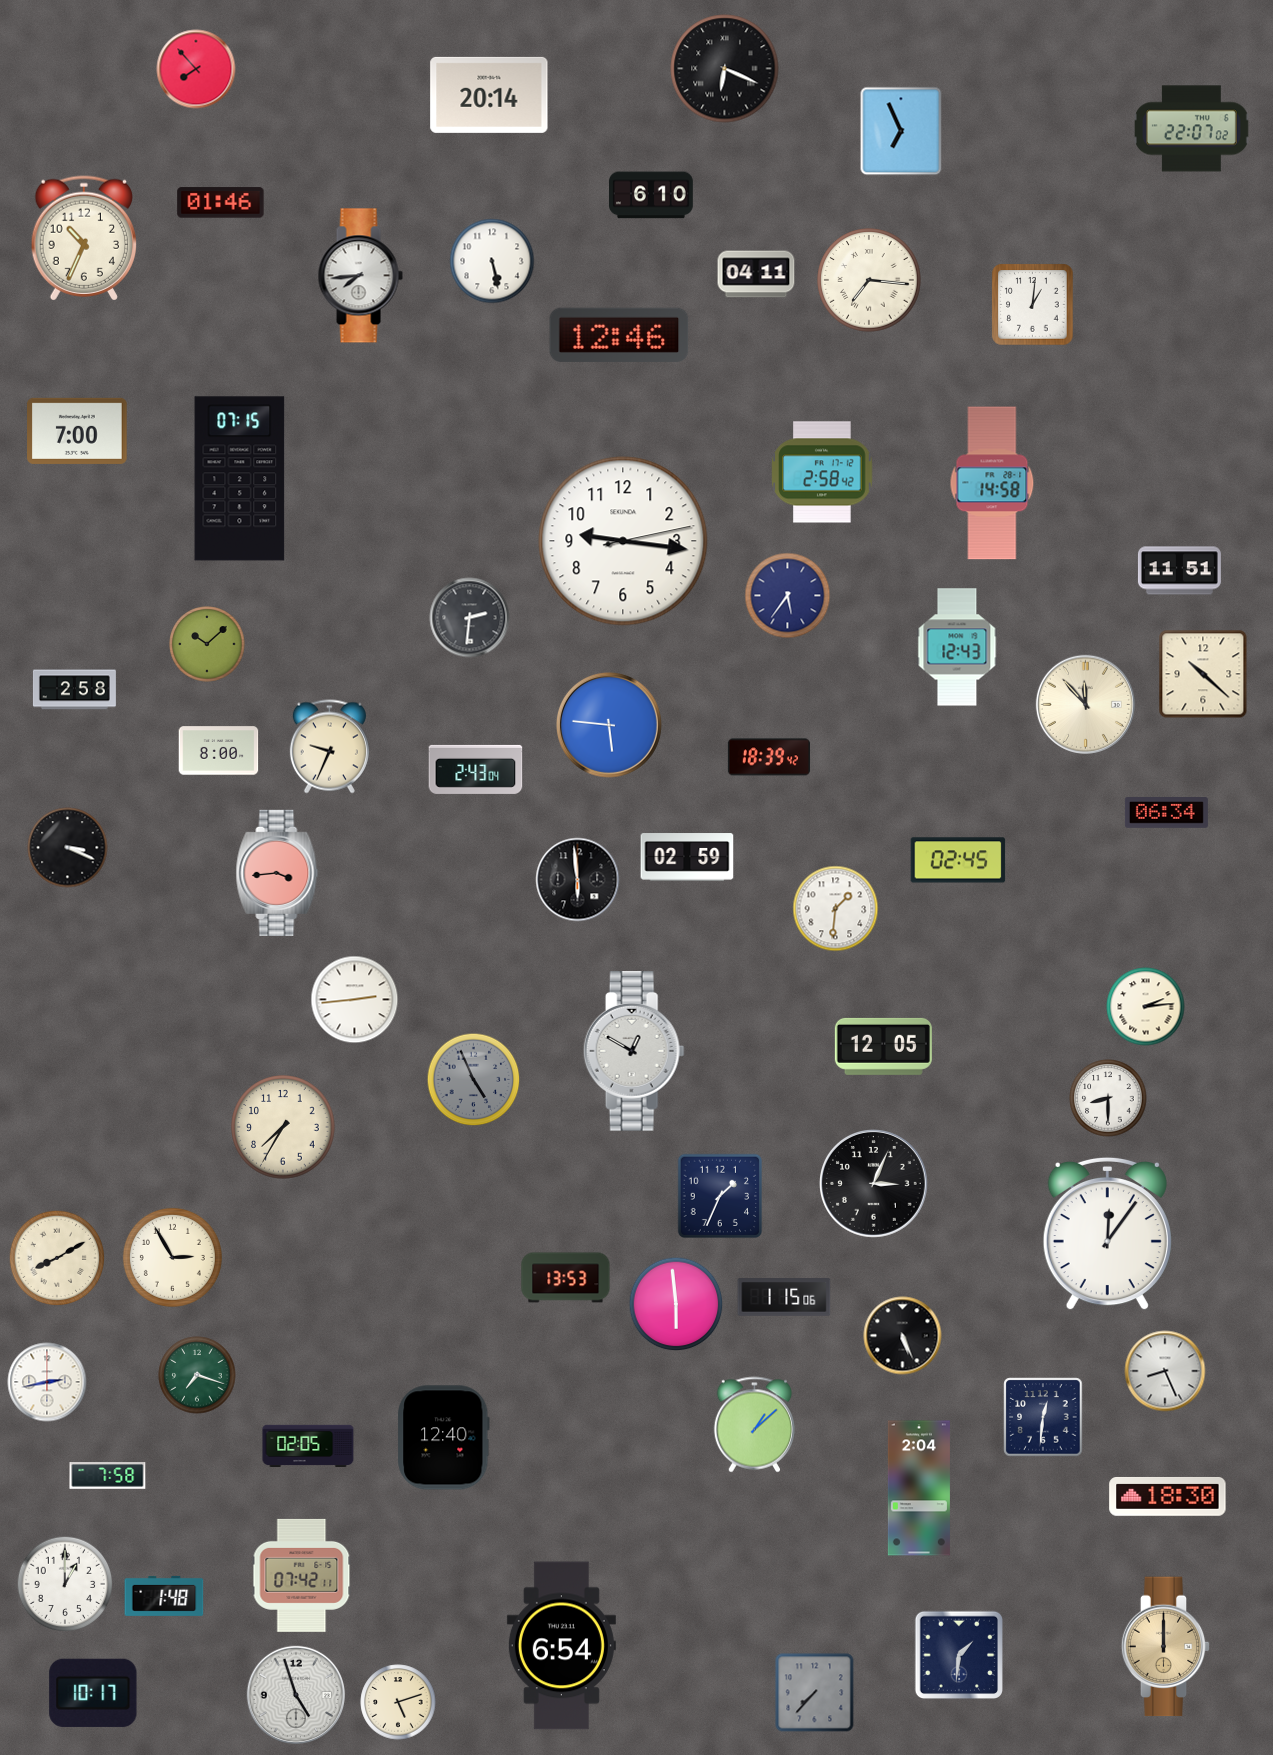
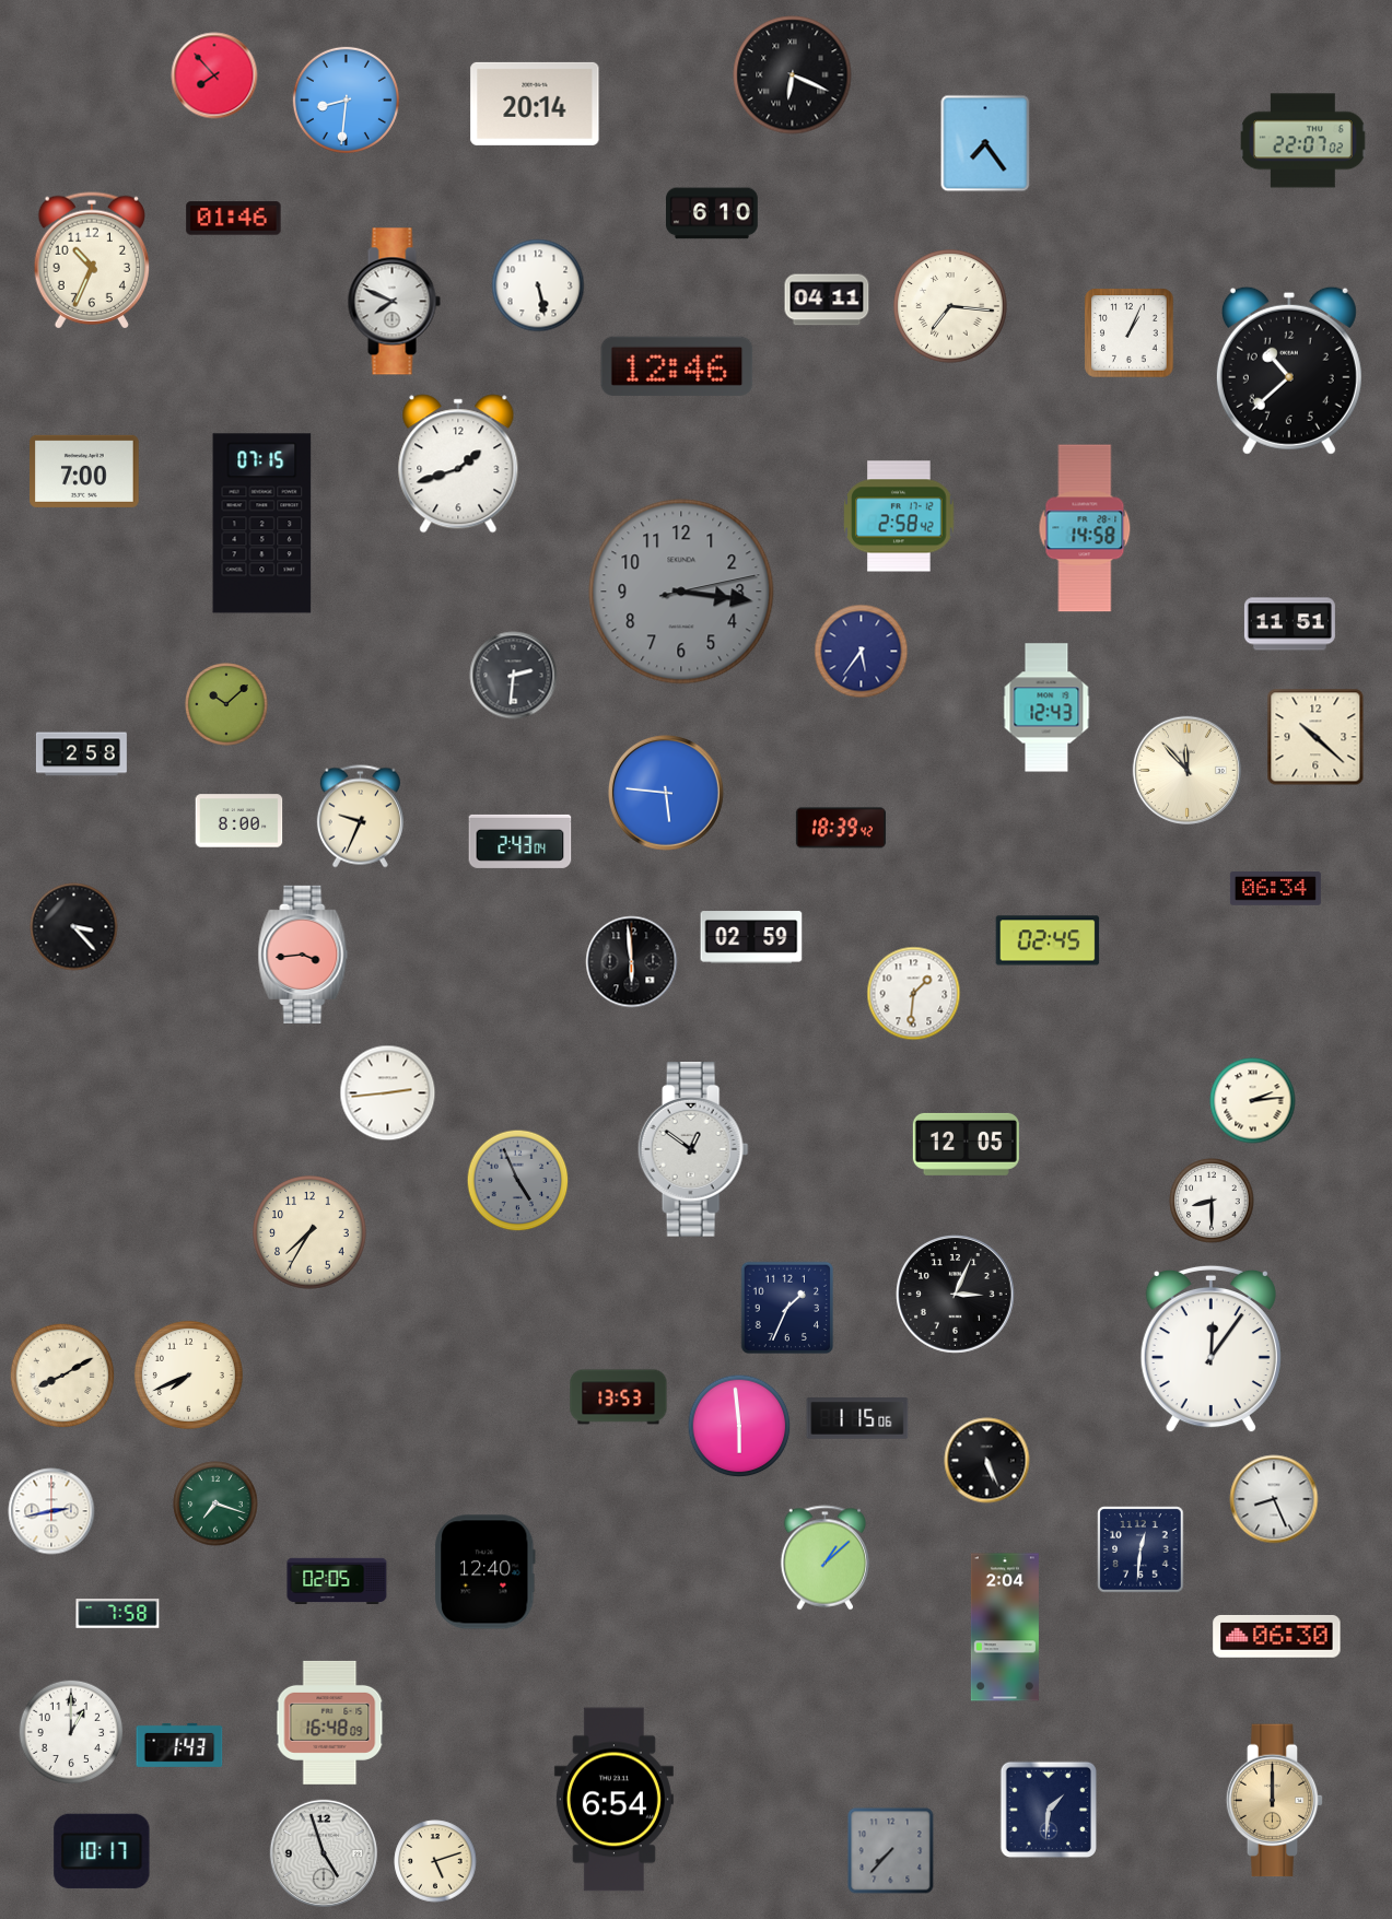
clock at (346, 100): none -> 8:31
clock at (901, 131): 6:56 -> 7:24
clock at (221, 203) position: (221, 203) -> (234, 219)
clock at (360, 276): 7:44 -> 7:49
clock at (1033, 305): 1:01 -> 1:04
clock at (1289, 371): none -> 10:38
clock at (458, 464): none -> 1:42
clock at (623, 541): 9:16 -> 3:16
clock at (623, 541) dial: white -> grey
clock at (68, 848): 3:19 -> 3:23
clock at (634, 1052): 12:50 -> 12:51
clock at (172, 1257): 2:55 -> 7:41
clock at (1168, 1496): 18:30 -> 06:30
clock at (302, 1575): 07:42 -> 16:48
clock at (164, 1596): 1:48 -> 1:43
